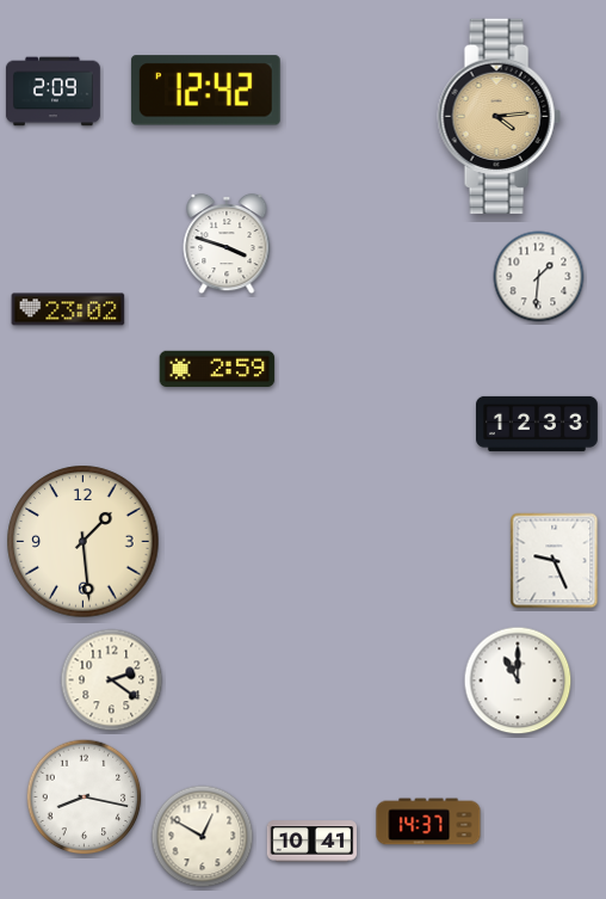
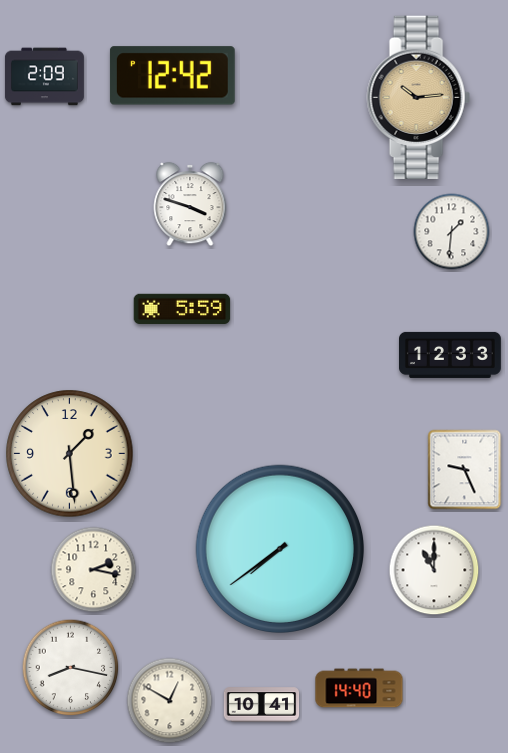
clock at (499, 116): 4:14 -> 10:14
clock at (68, 309): 23:02 -> none
clock at (217, 369): 2:59 -> 5:59
clock at (279, 548): none -> 7:39
clock at (112, 681): 2:21 -> 2:17
clock at (428, 821): 14:37 -> 14:40
